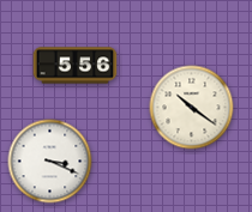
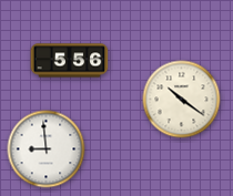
clock at (192, 108) position: (192, 108) -> (182, 100)
clock at (50, 162): 3:19 -> 8:59
